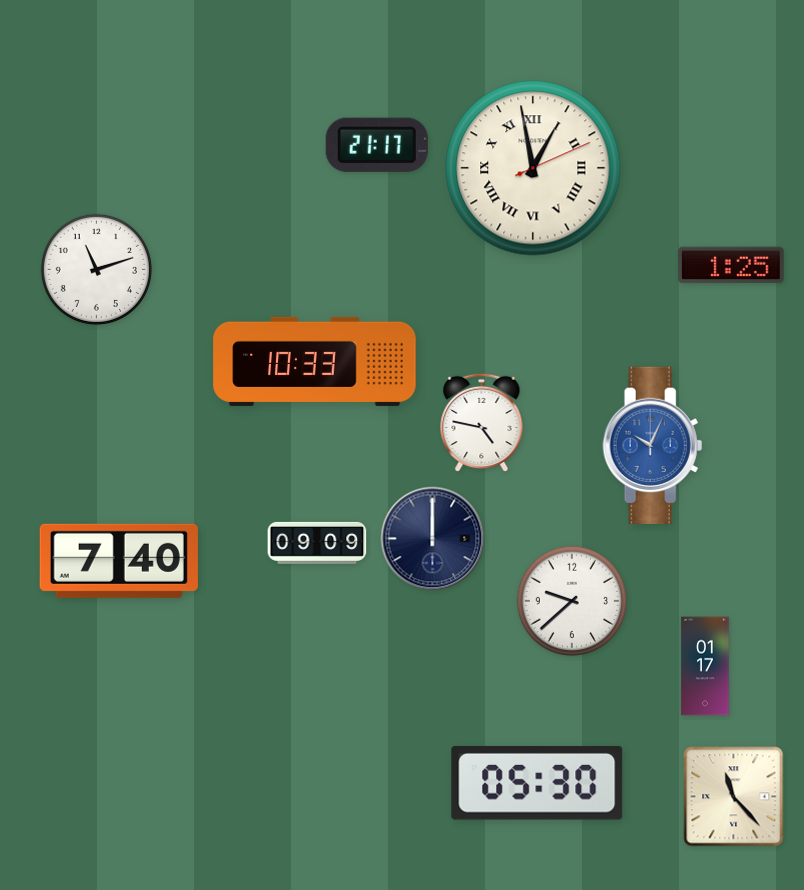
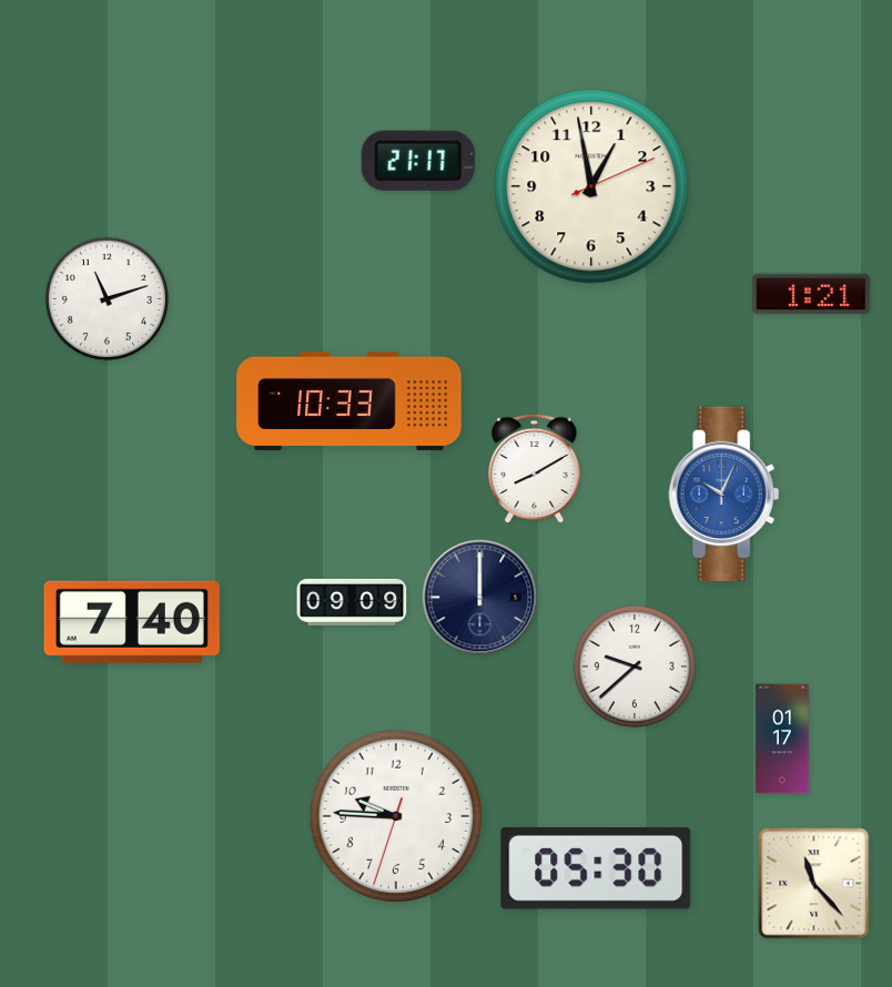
clock at (533, 168) numerals: Roman -> Arabic
clock at (731, 265): 1:25 -> 1:21
clock at (482, 423): 4:47 -> 8:10
clock at (396, 816): none -> 9:45
